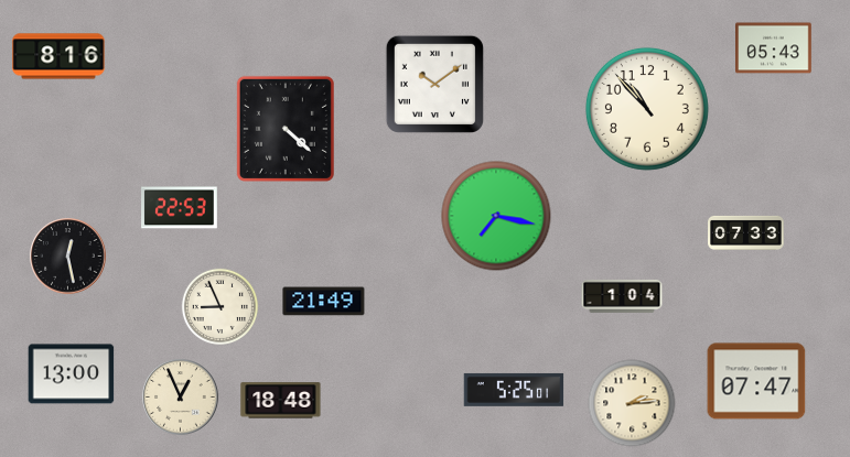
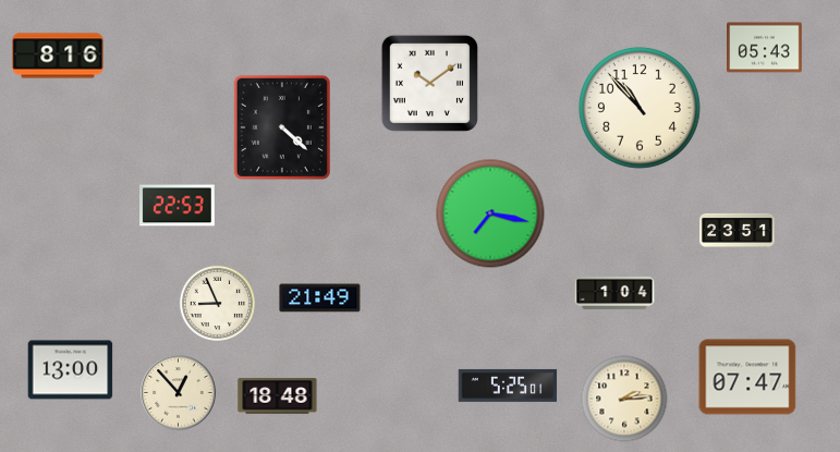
clock at (746, 232): 07:33 -> 23:51
clock at (68, 257): 12:28 -> none
clock at (181, 398): 12:56 -> 12:53
